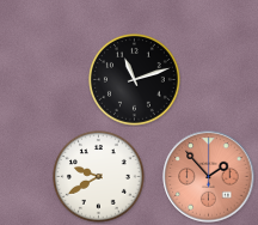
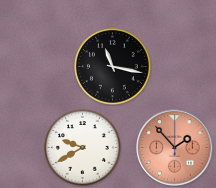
clock at (135, 80): 11:12 -> 11:17
